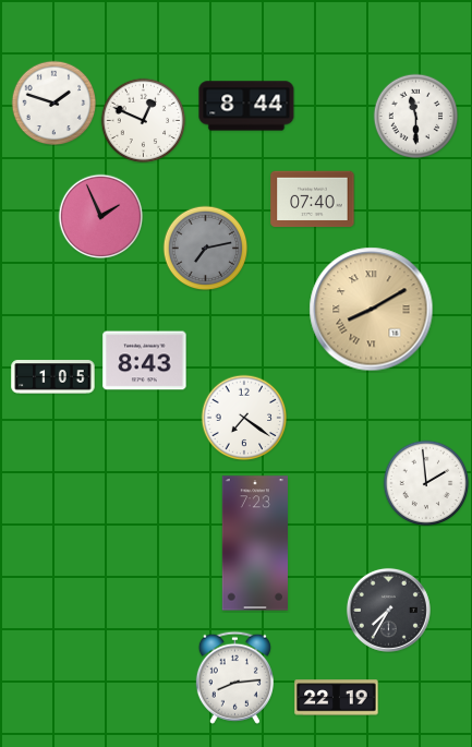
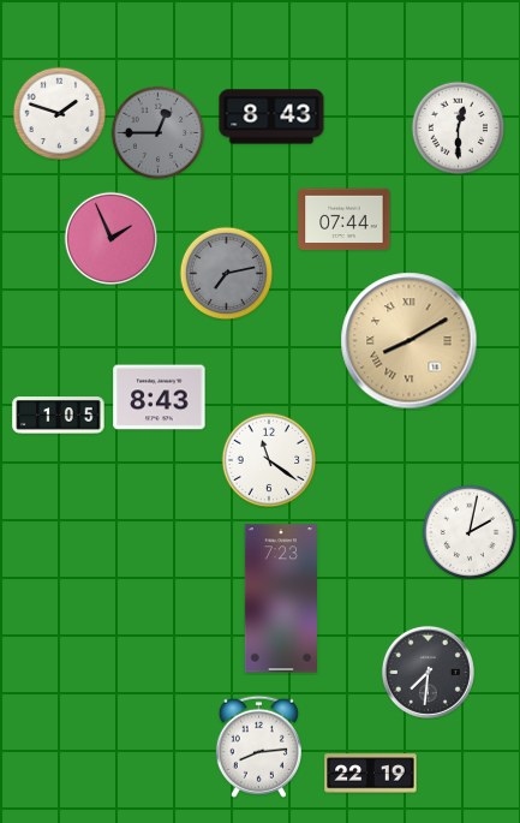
clock at (246, 106): 8:44 -> 8:43
clock at (415, 116): 11:30 -> 12:30
clock at (143, 120): 12:49 -> 12:45
clock at (143, 120) dial: white -> grey
clock at (313, 200): 07:40 -> 07:44
clock at (244, 418): 7:21 -> 11:21
clock at (426, 483): 1:59 -> 2:02
clock at (388, 610): 7:35 -> 7:31
clock at (337, 698) position: (337, 698) -> (371, 774)
